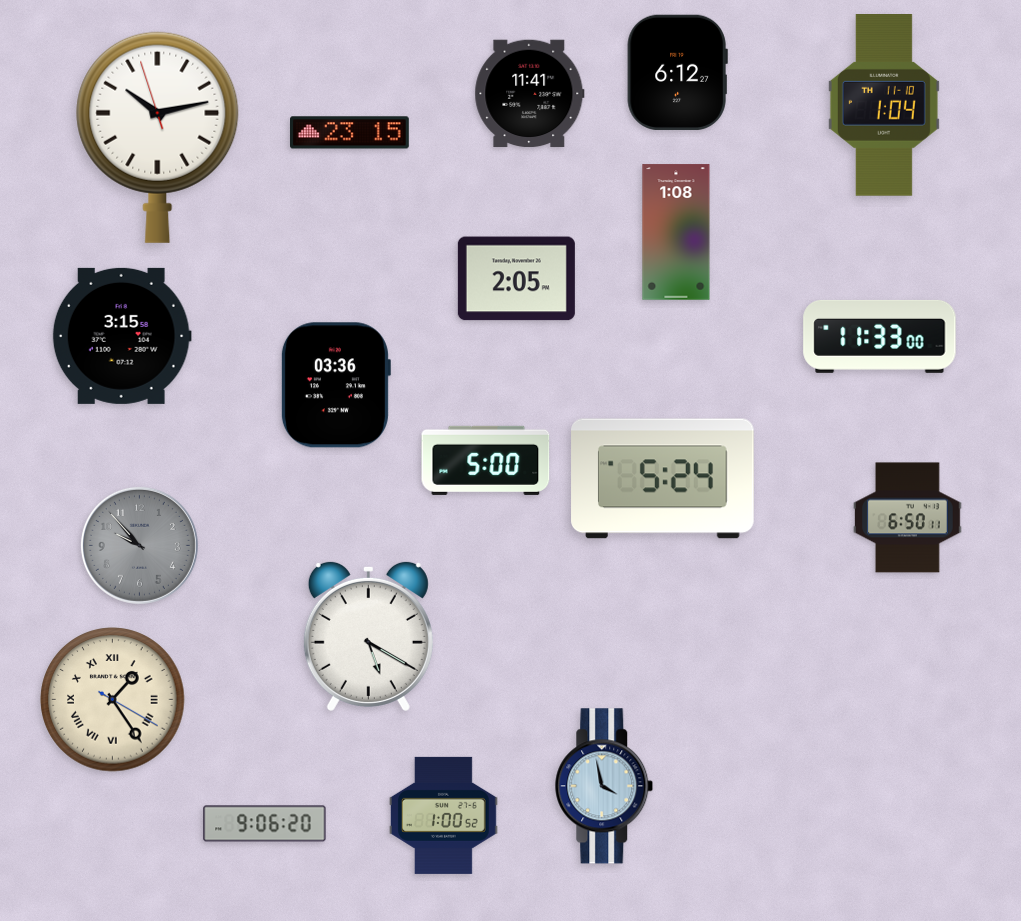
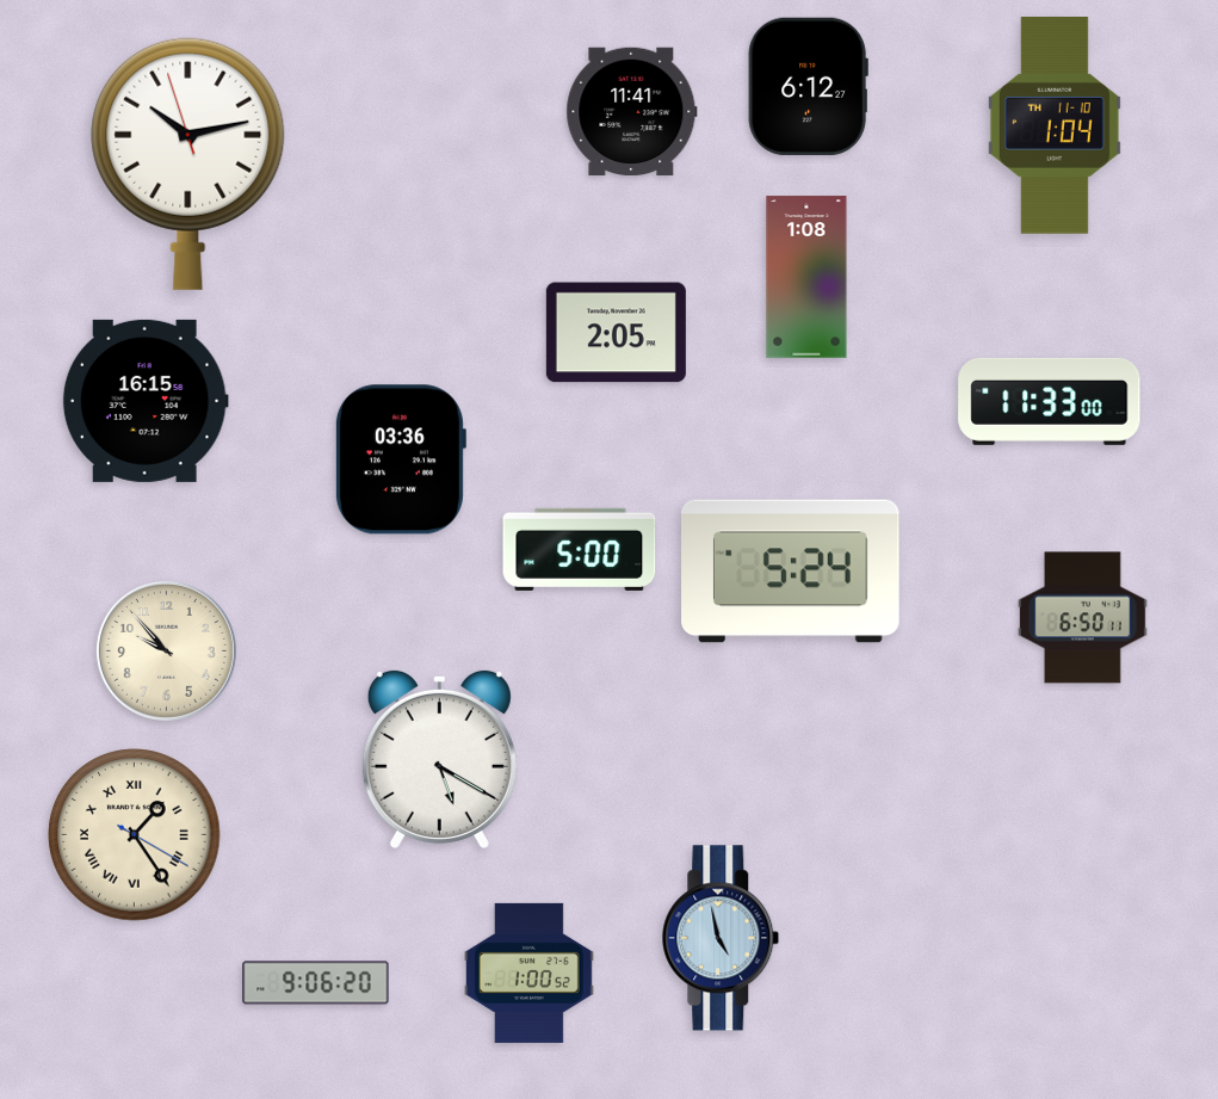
clock at (350, 133): 23:15 -> none
clock at (122, 336): 3:15 -> 16:15
clock at (139, 545) dial: grey -> cream
clock at (604, 786): 3:58 -> 4:58
